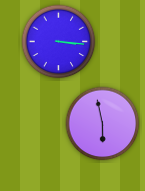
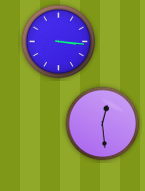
clock at (103, 124): 5:58 -> 12:29
